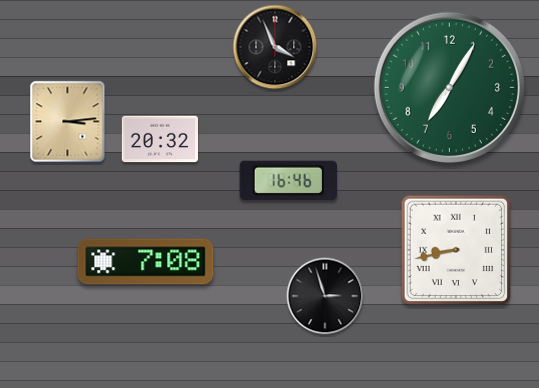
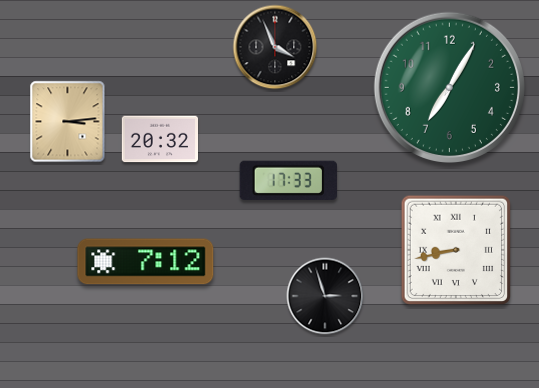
clock at (288, 180): 16:46 -> 17:33
clock at (146, 262): 7:08 -> 7:12
